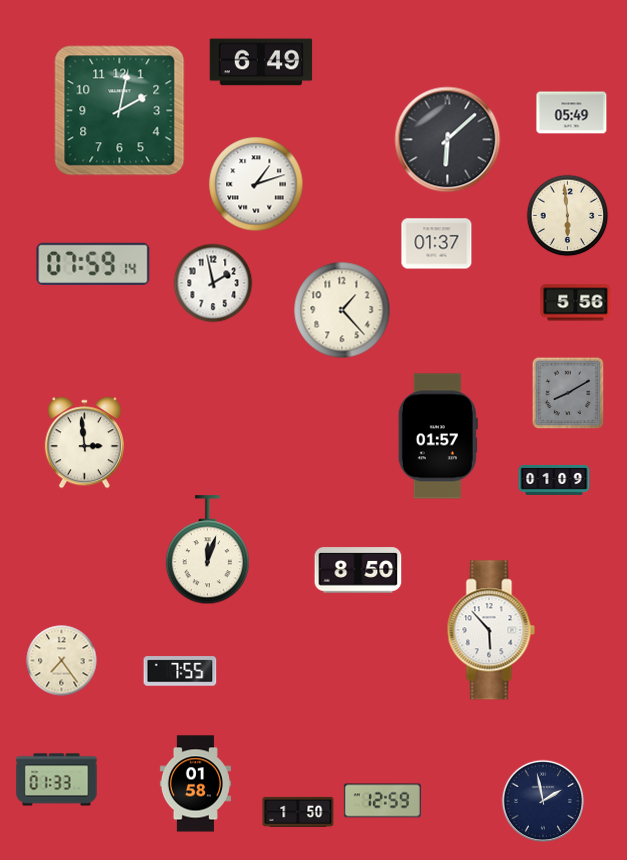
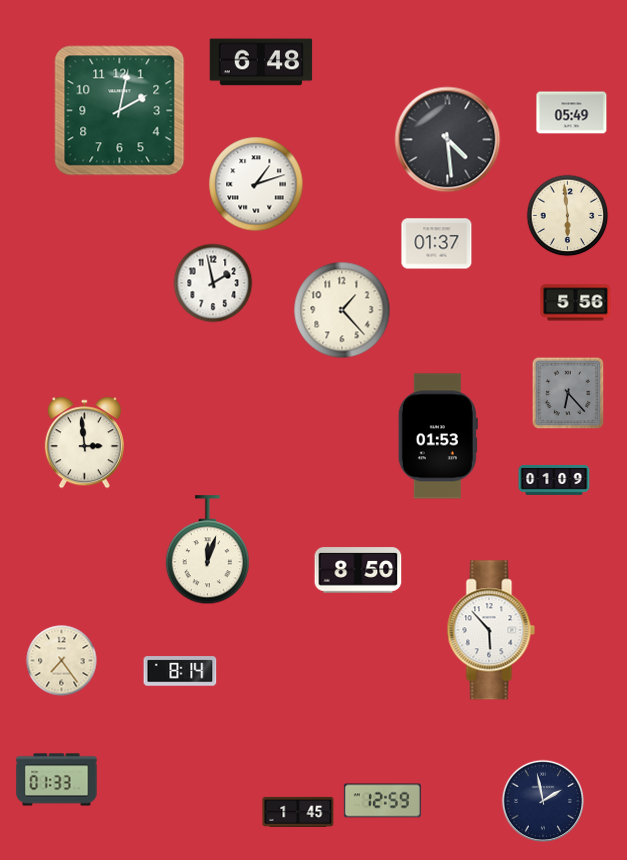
clock at (261, 62): 6:49 -> 6:48
clock at (448, 140): 6:08 -> 4:29
clock at (93, 264): 07:59 -> none
clock at (568, 393): 8:10 -> 6:23
clock at (438, 436): 01:57 -> 01:53
clock at (180, 671): 7:55 -> 8:14
clock at (195, 784): 01:58 -> none
clock at (298, 812): 1:50 -> 1:45
